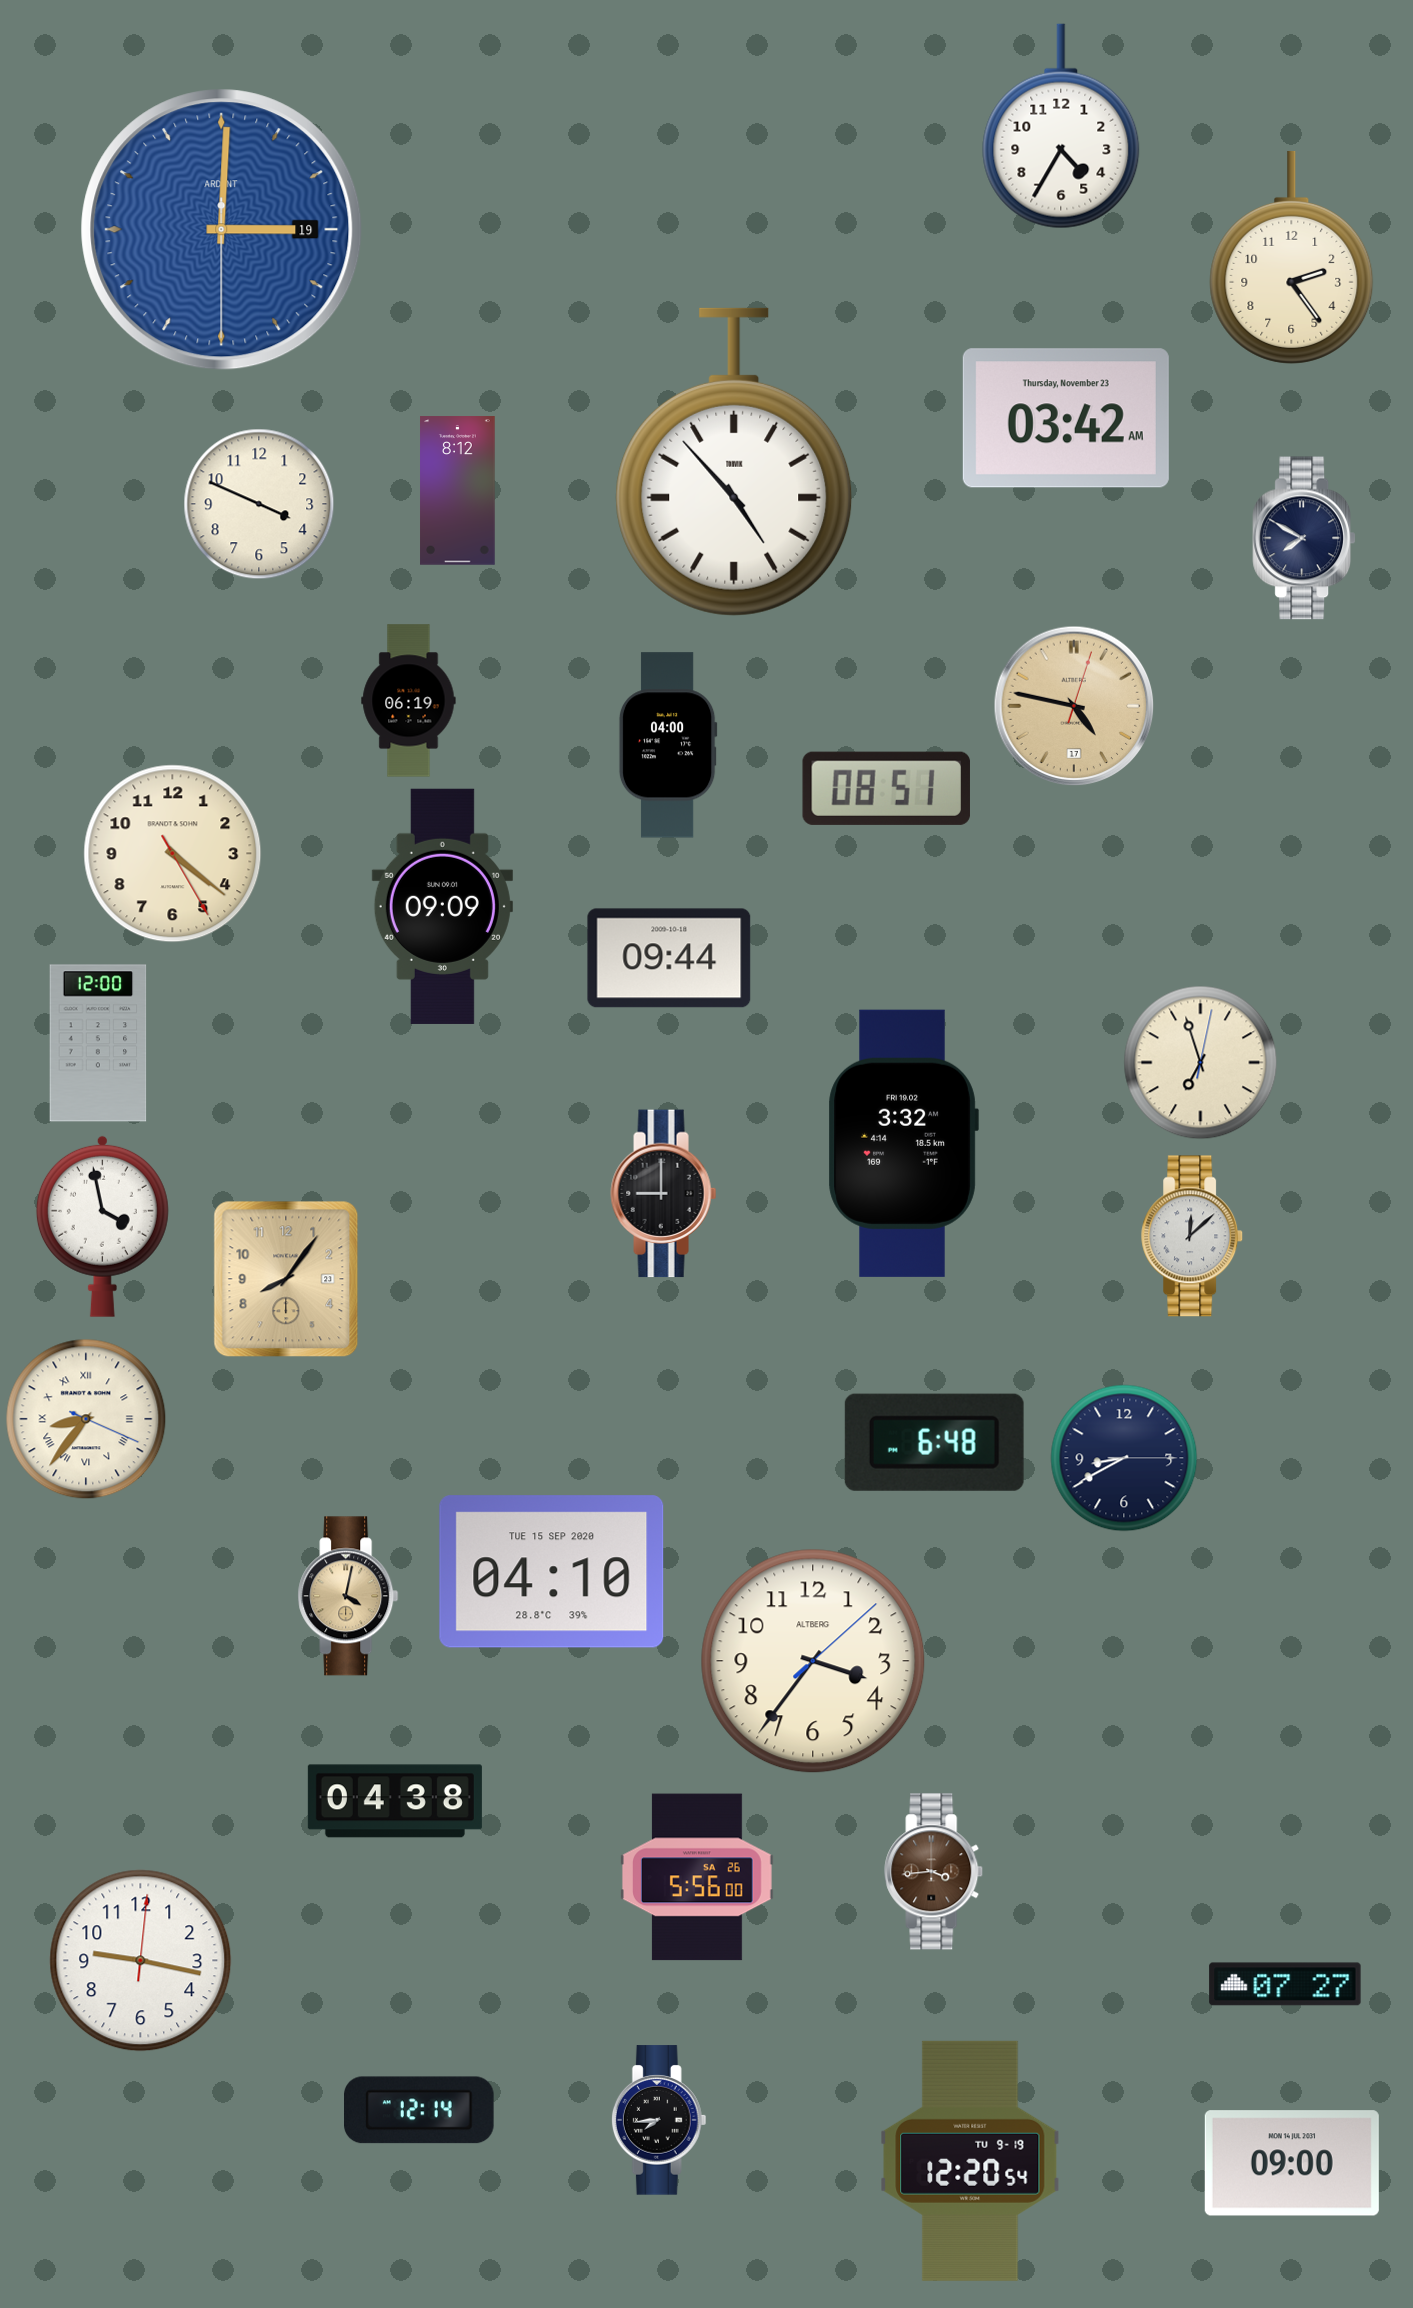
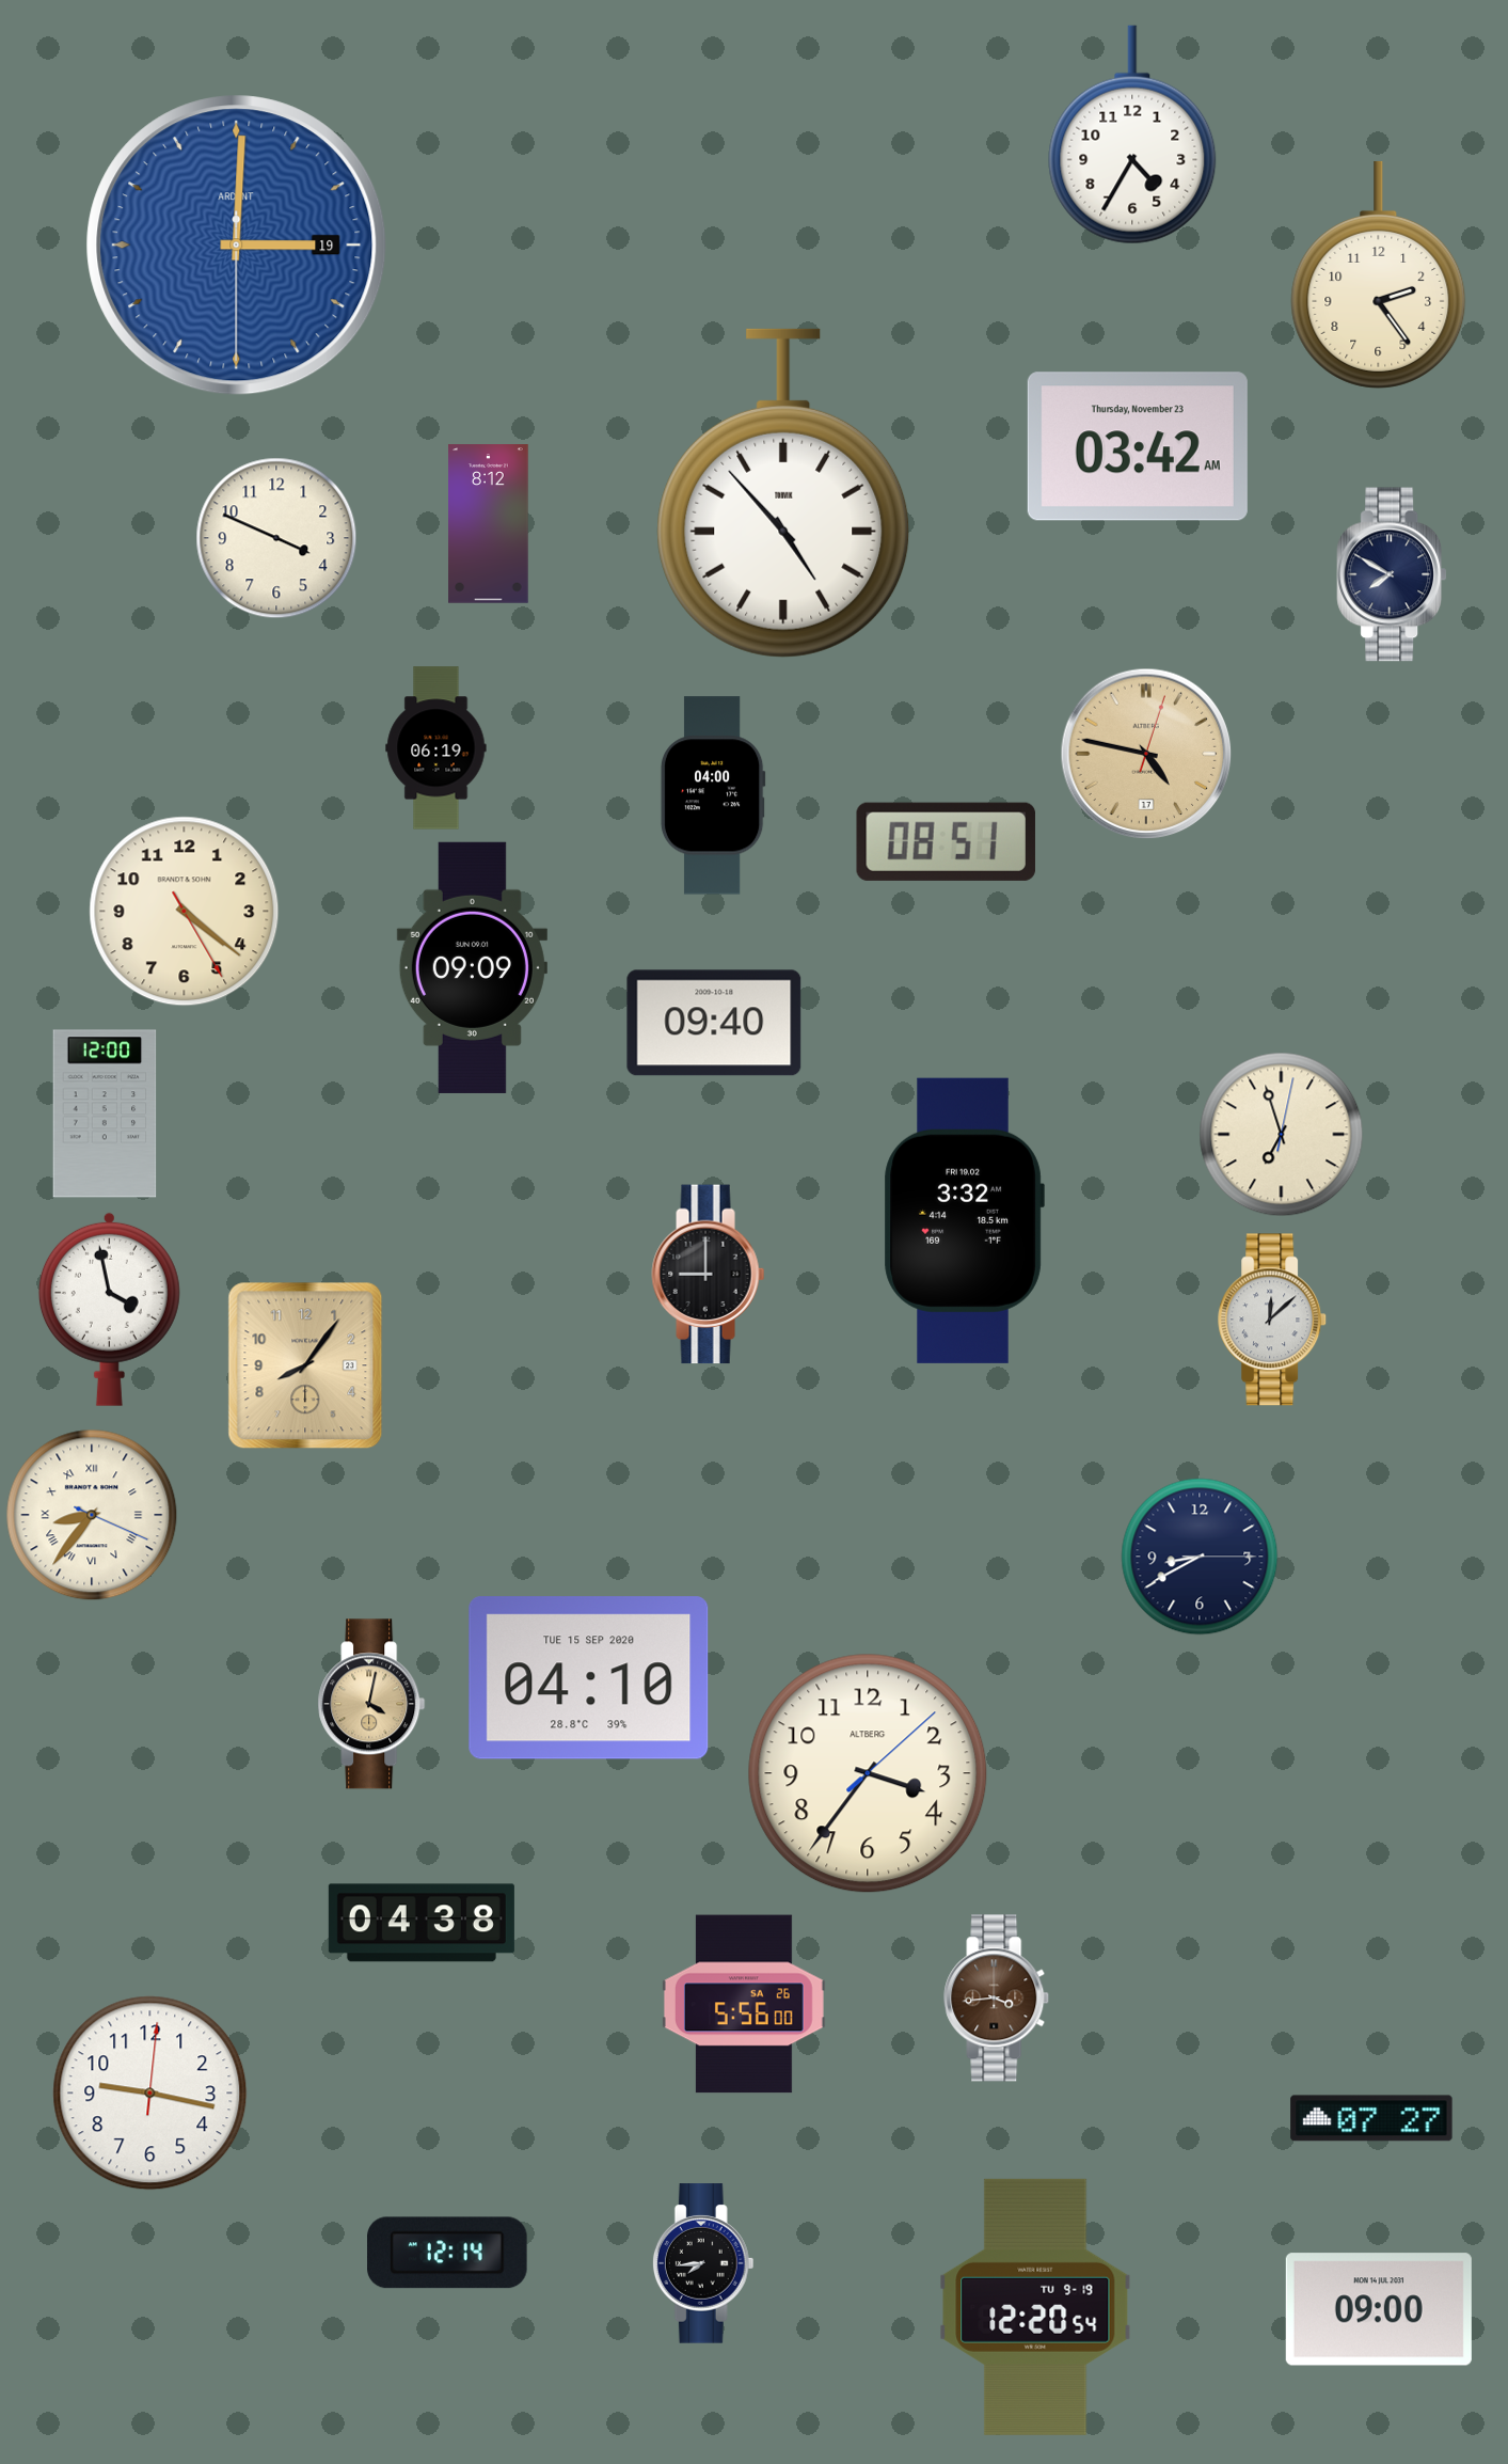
clock at (669, 958): 09:44 -> 09:40
clock at (934, 1442): 6:48 -> none
